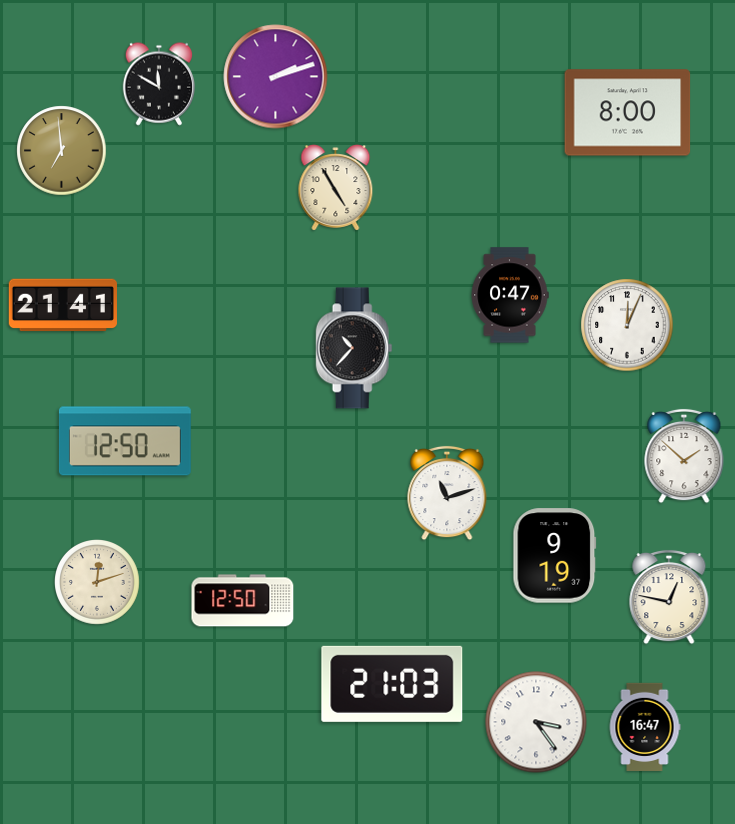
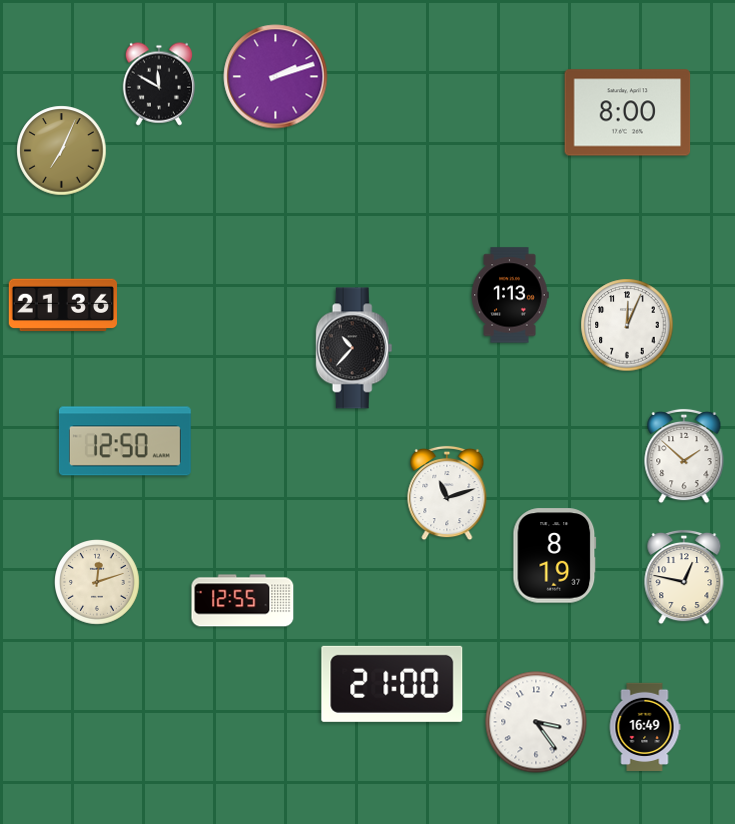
clock at (62, 151): 6:59 -> 7:04
clock at (336, 188): 4:55 -> none
clock at (510, 295): 0:47 -> 1:13
clock at (62, 305): 21:41 -> 21:36
clock at (555, 556): 9:19 -> 8:19
clock at (669, 597) position: (669, 597) -> (684, 577)
clock at (243, 601): 12:50 -> 12:55
clock at (392, 684): 21:03 -> 21:00
clock at (645, 726): 16:47 -> 16:49
